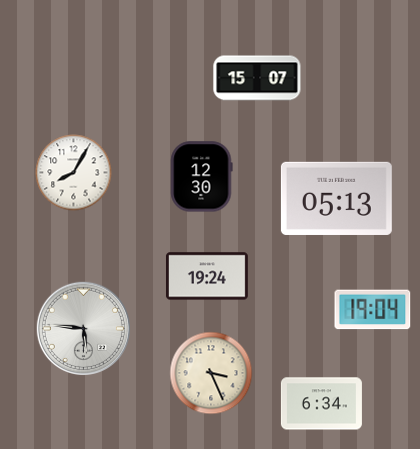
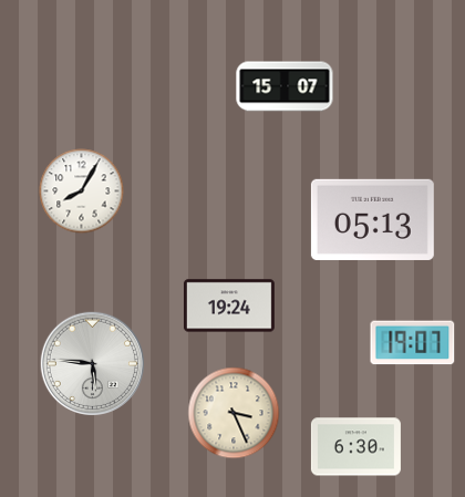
clock at (202, 177): 12:30 -> none
clock at (373, 310): 19:04 -> 19:07
clock at (321, 404): 6:34 -> 6:30
